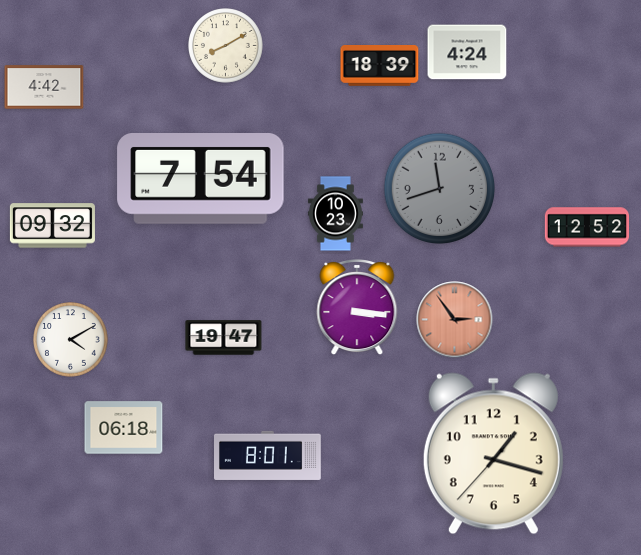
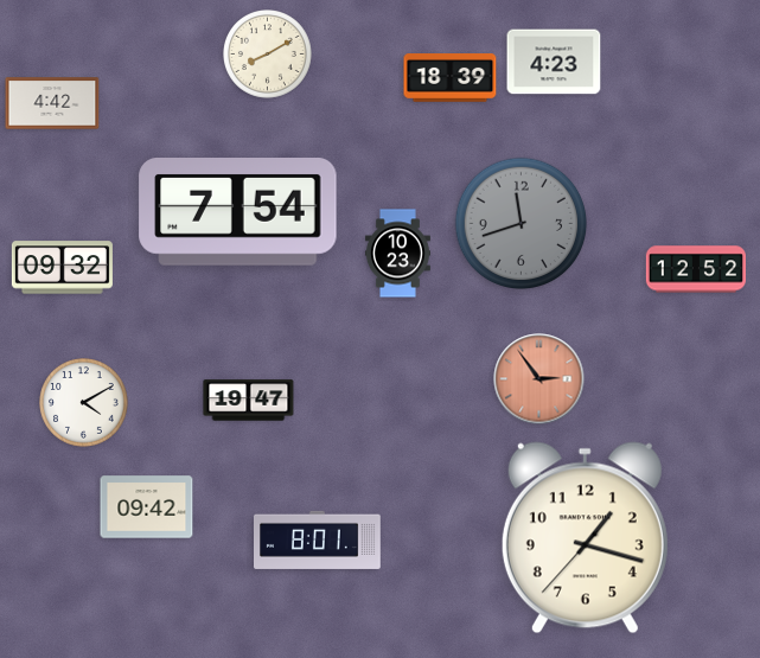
clock at (467, 52): 4:24 -> 4:23
clock at (357, 308): 3:16 -> none
clock at (224, 338) position: (224, 338) -> (249, 401)
clock at (124, 428): 06:18 -> 09:42
